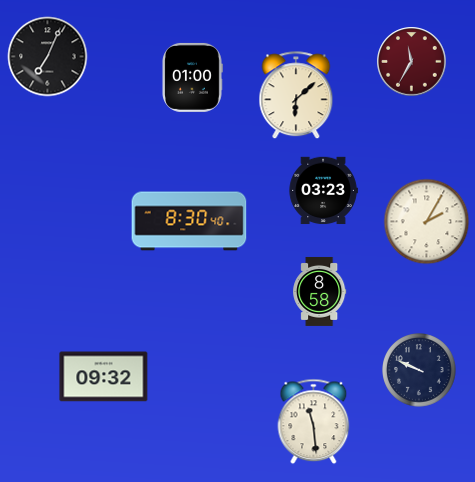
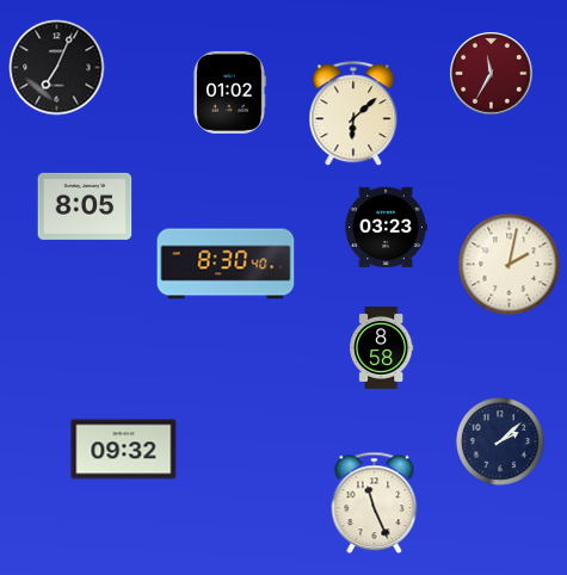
clock at (192, 77): 01:00 -> 01:02
clock at (85, 206): none -> 8:05
clock at (427, 222): 2:05 -> 2:02
clock at (419, 370): 9:49 -> 2:08
clock at (314, 422): 11:29 -> 11:26
